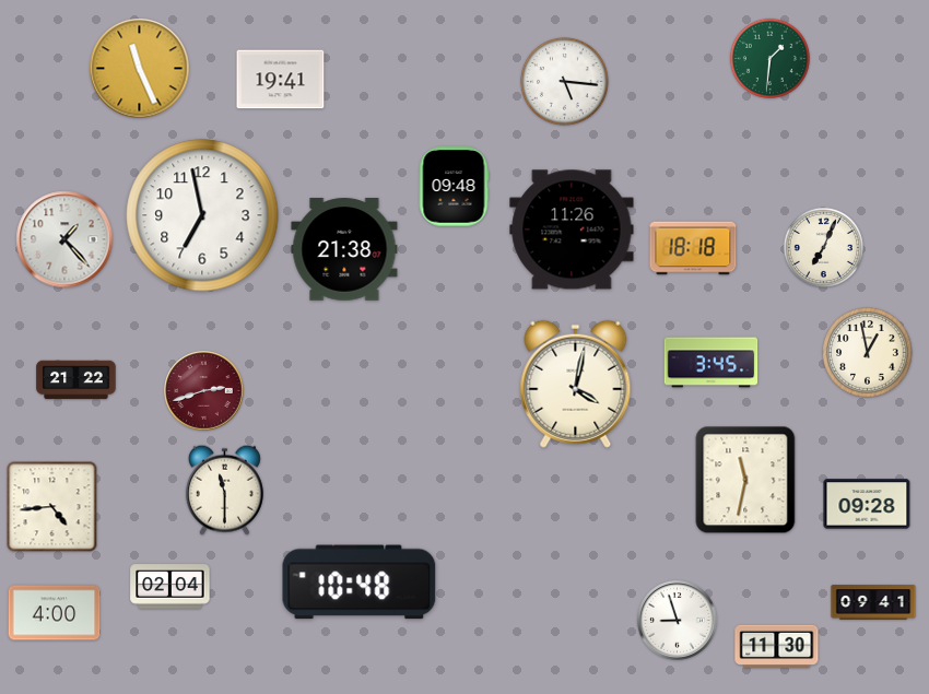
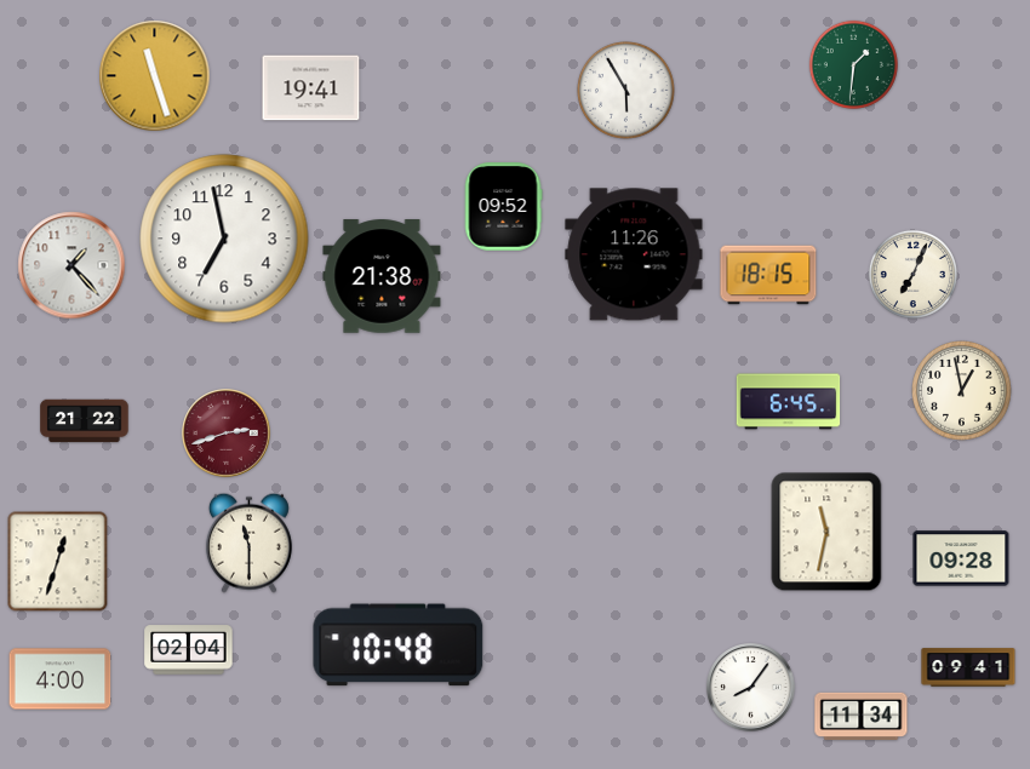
clock at (140, 69): 11:26 -> 11:27
clock at (565, 82): 5:16 -> 5:55
clock at (454, 187): 09:48 -> 09:52
clock at (693, 248): 18:18 -> 18:15
clock at (712, 363): 3:45 -> 6:45
clock at (576, 384): 4:02 -> none
clock at (52, 507): 4:44 -> 12:33
clock at (678, 621): 8:57 -> 8:06
clock at (777, 646): 11:30 -> 11:34
